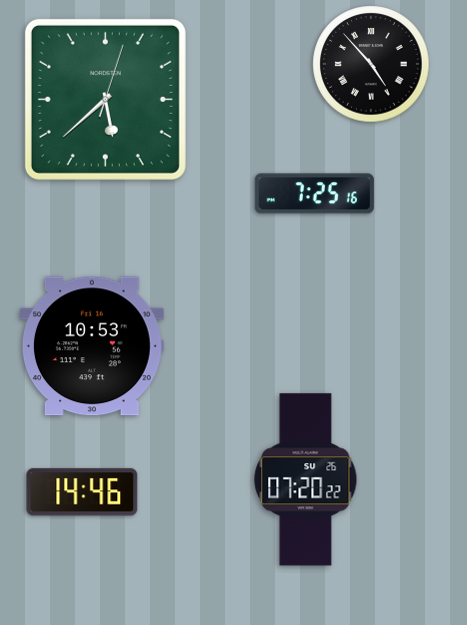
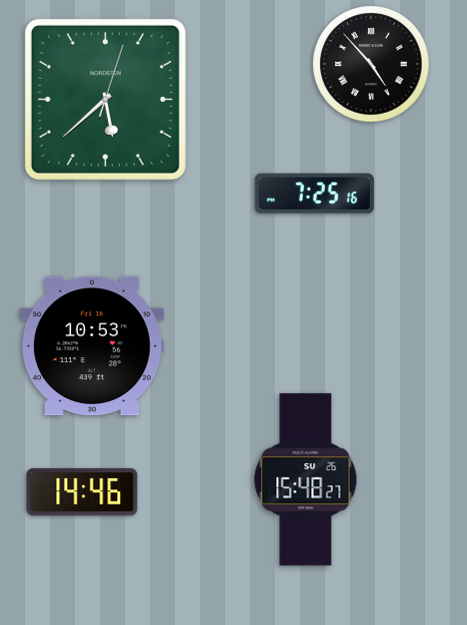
clock at (306, 480): 07:20 -> 15:48
